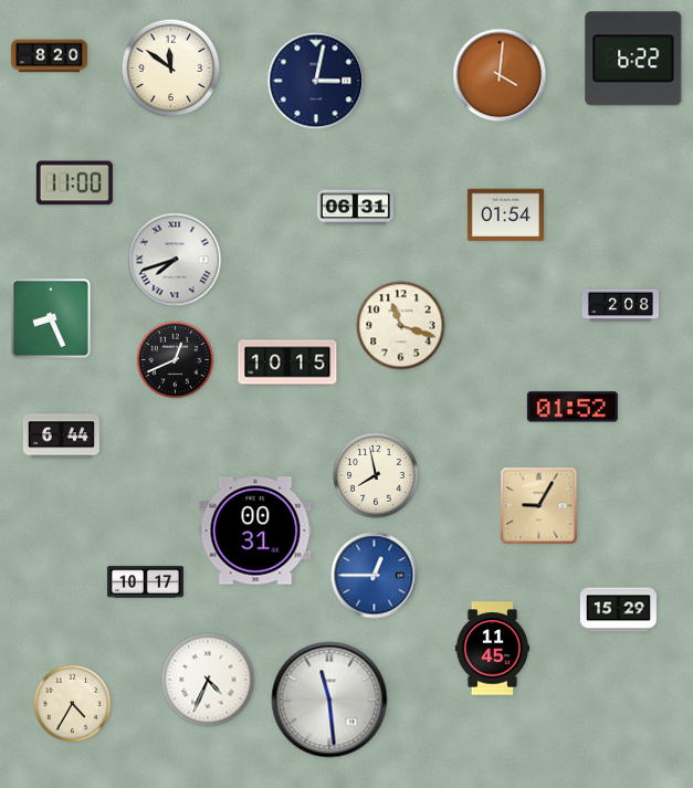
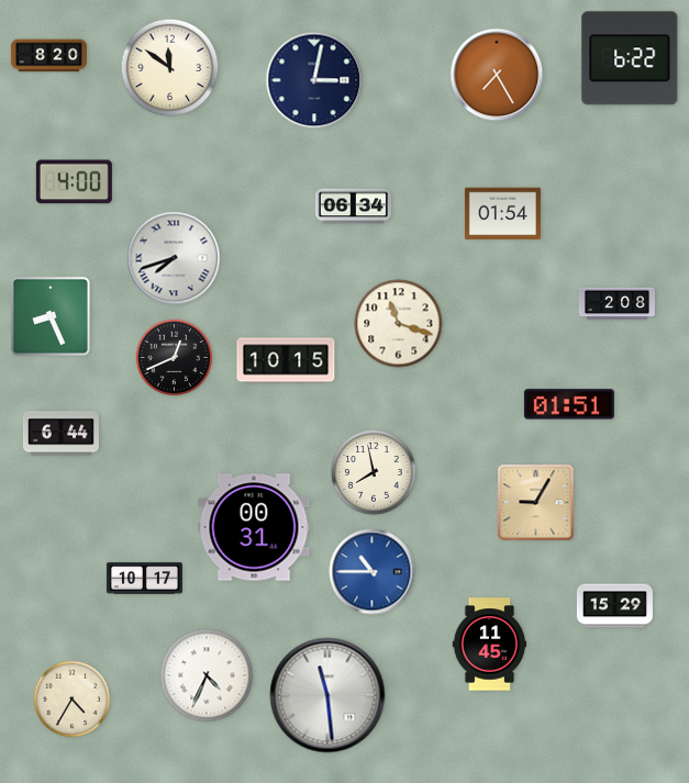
clock at (500, 75): 4:01 -> 7:25
clock at (74, 183): 11:00 -> 4:00
clock at (355, 208): 06:31 -> 06:34
clock at (573, 407): 01:52 -> 01:51
clock at (375, 576): 12:45 -> 10:45
